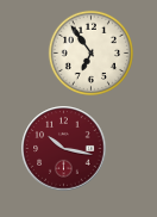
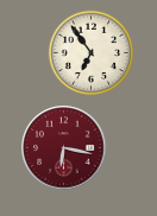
clock at (64, 149): 10:17 -> 6:17
